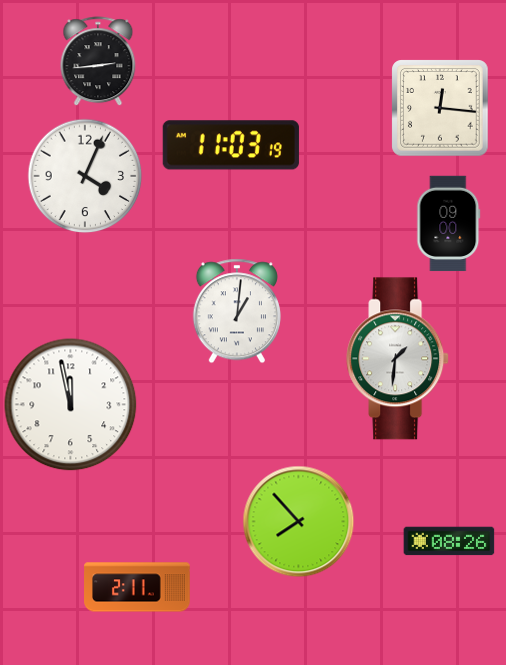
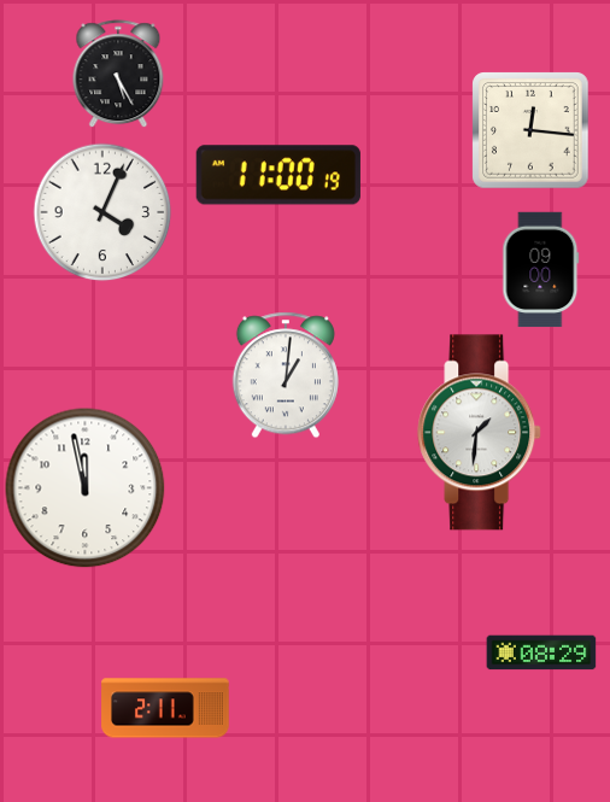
clock at (98, 61): 2:44 -> 5:25
clock at (231, 145): 11:03 -> 11:00
clock at (299, 522): 7:53 -> none
clock at (449, 541): 08:26 -> 08:29
